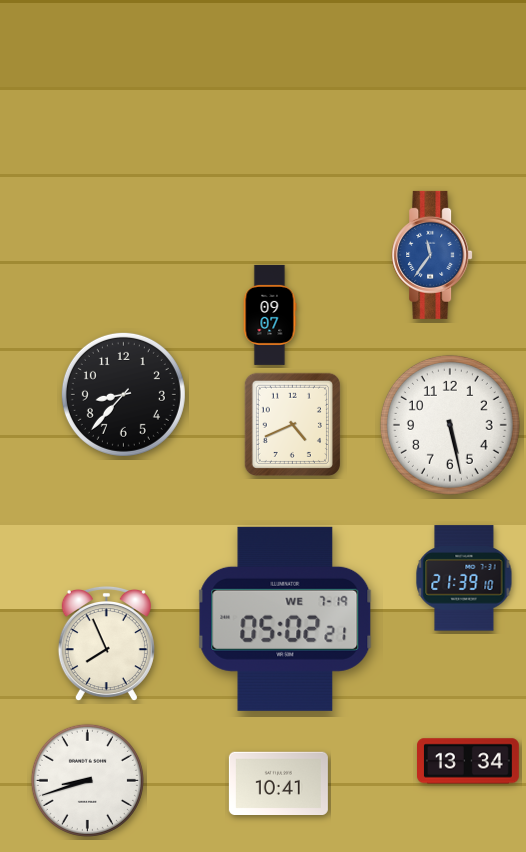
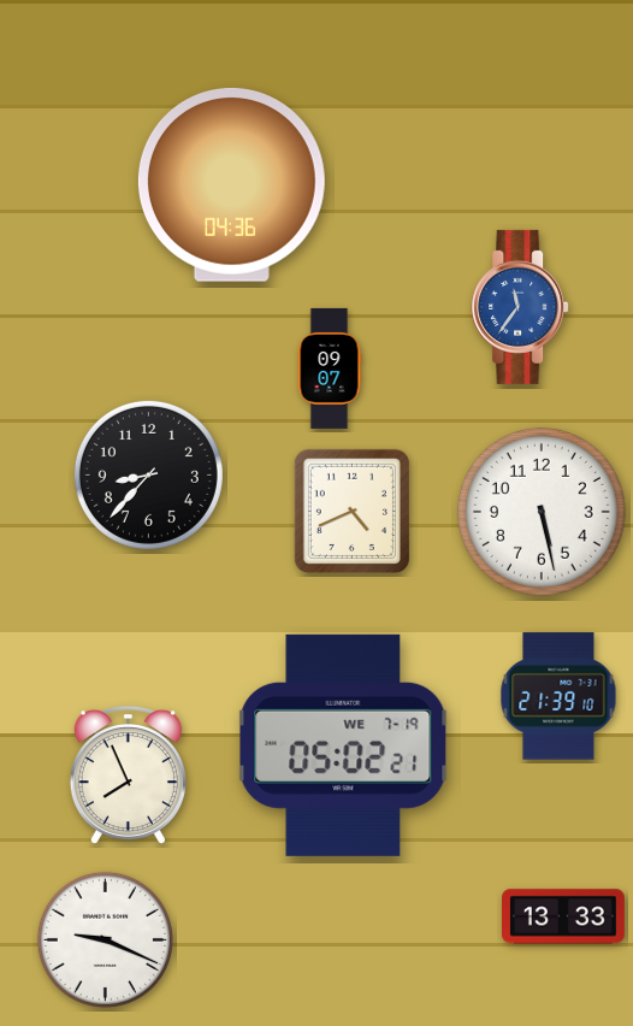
clock at (231, 184): none -> 04:36
clock at (270, 315) position: (270, 315) -> (330, 368)
clock at (469, 761): 13:34 -> 13:33
clock at (87, 780): 8:42 -> 9:19
clock at (278, 784): 10:41 -> none
